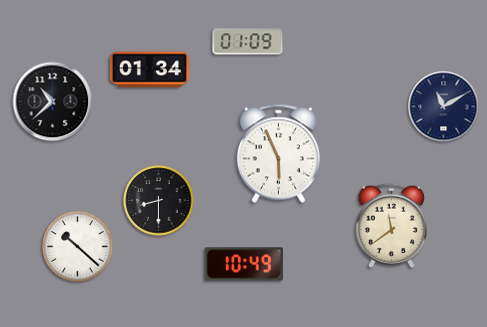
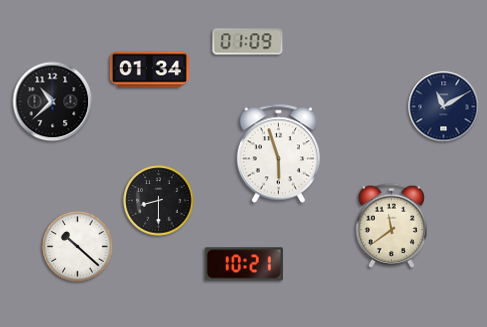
clock at (278, 154): 5:56 -> 5:57
clock at (244, 264): 10:49 -> 10:21
